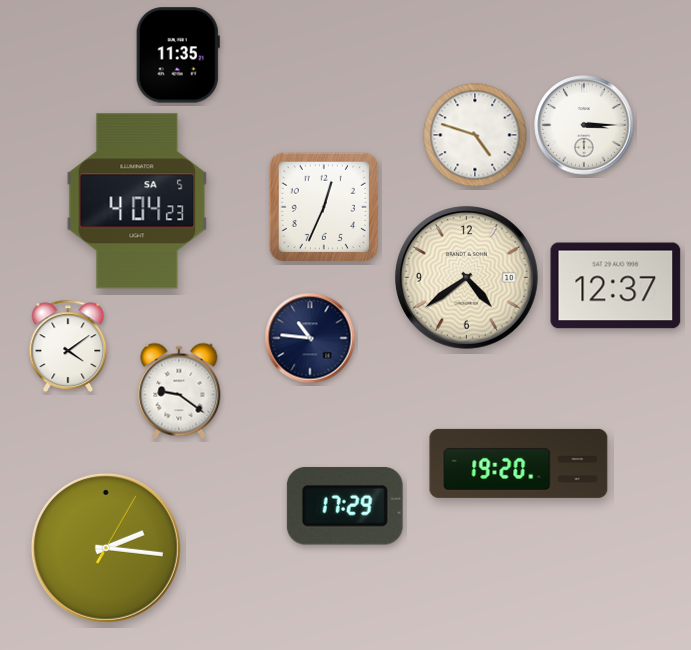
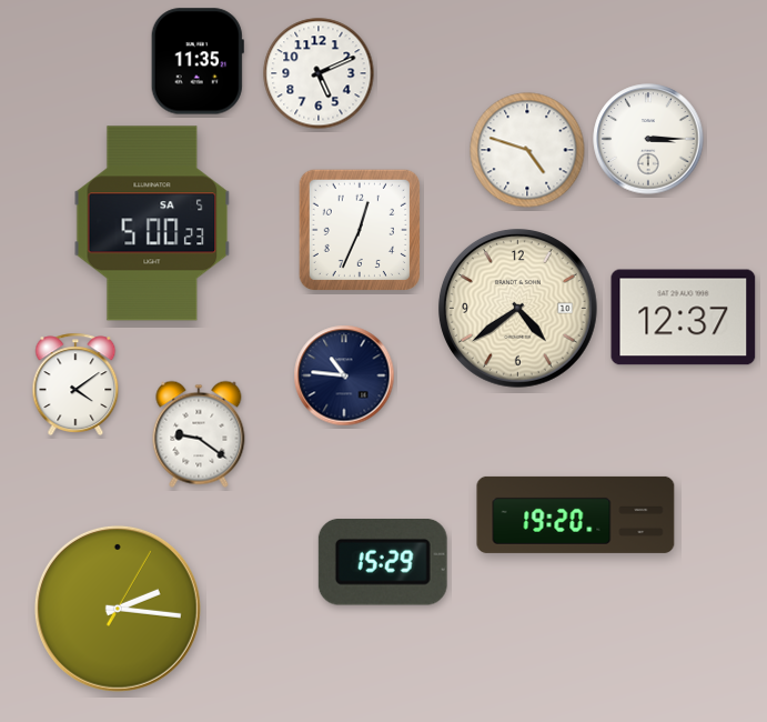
clock at (319, 73): none -> 5:11
clock at (137, 201): 4:04 -> 5:00
clock at (345, 507): 17:29 -> 15:29
